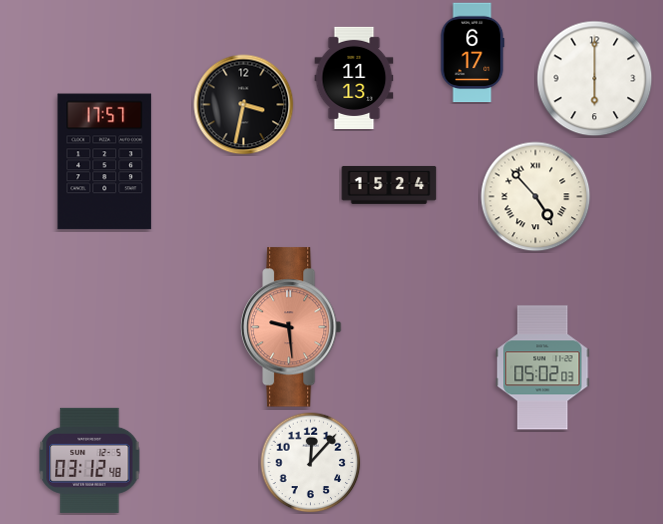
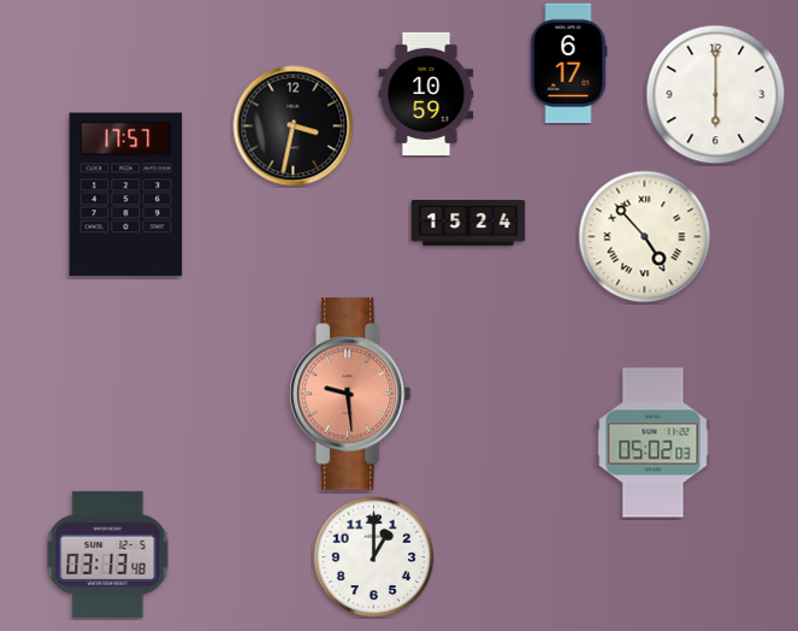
clock at (354, 77): 11:13 -> 10:59
clock at (90, 460): 03:12 -> 03:13
clock at (311, 463): 12:07 -> 1:00
